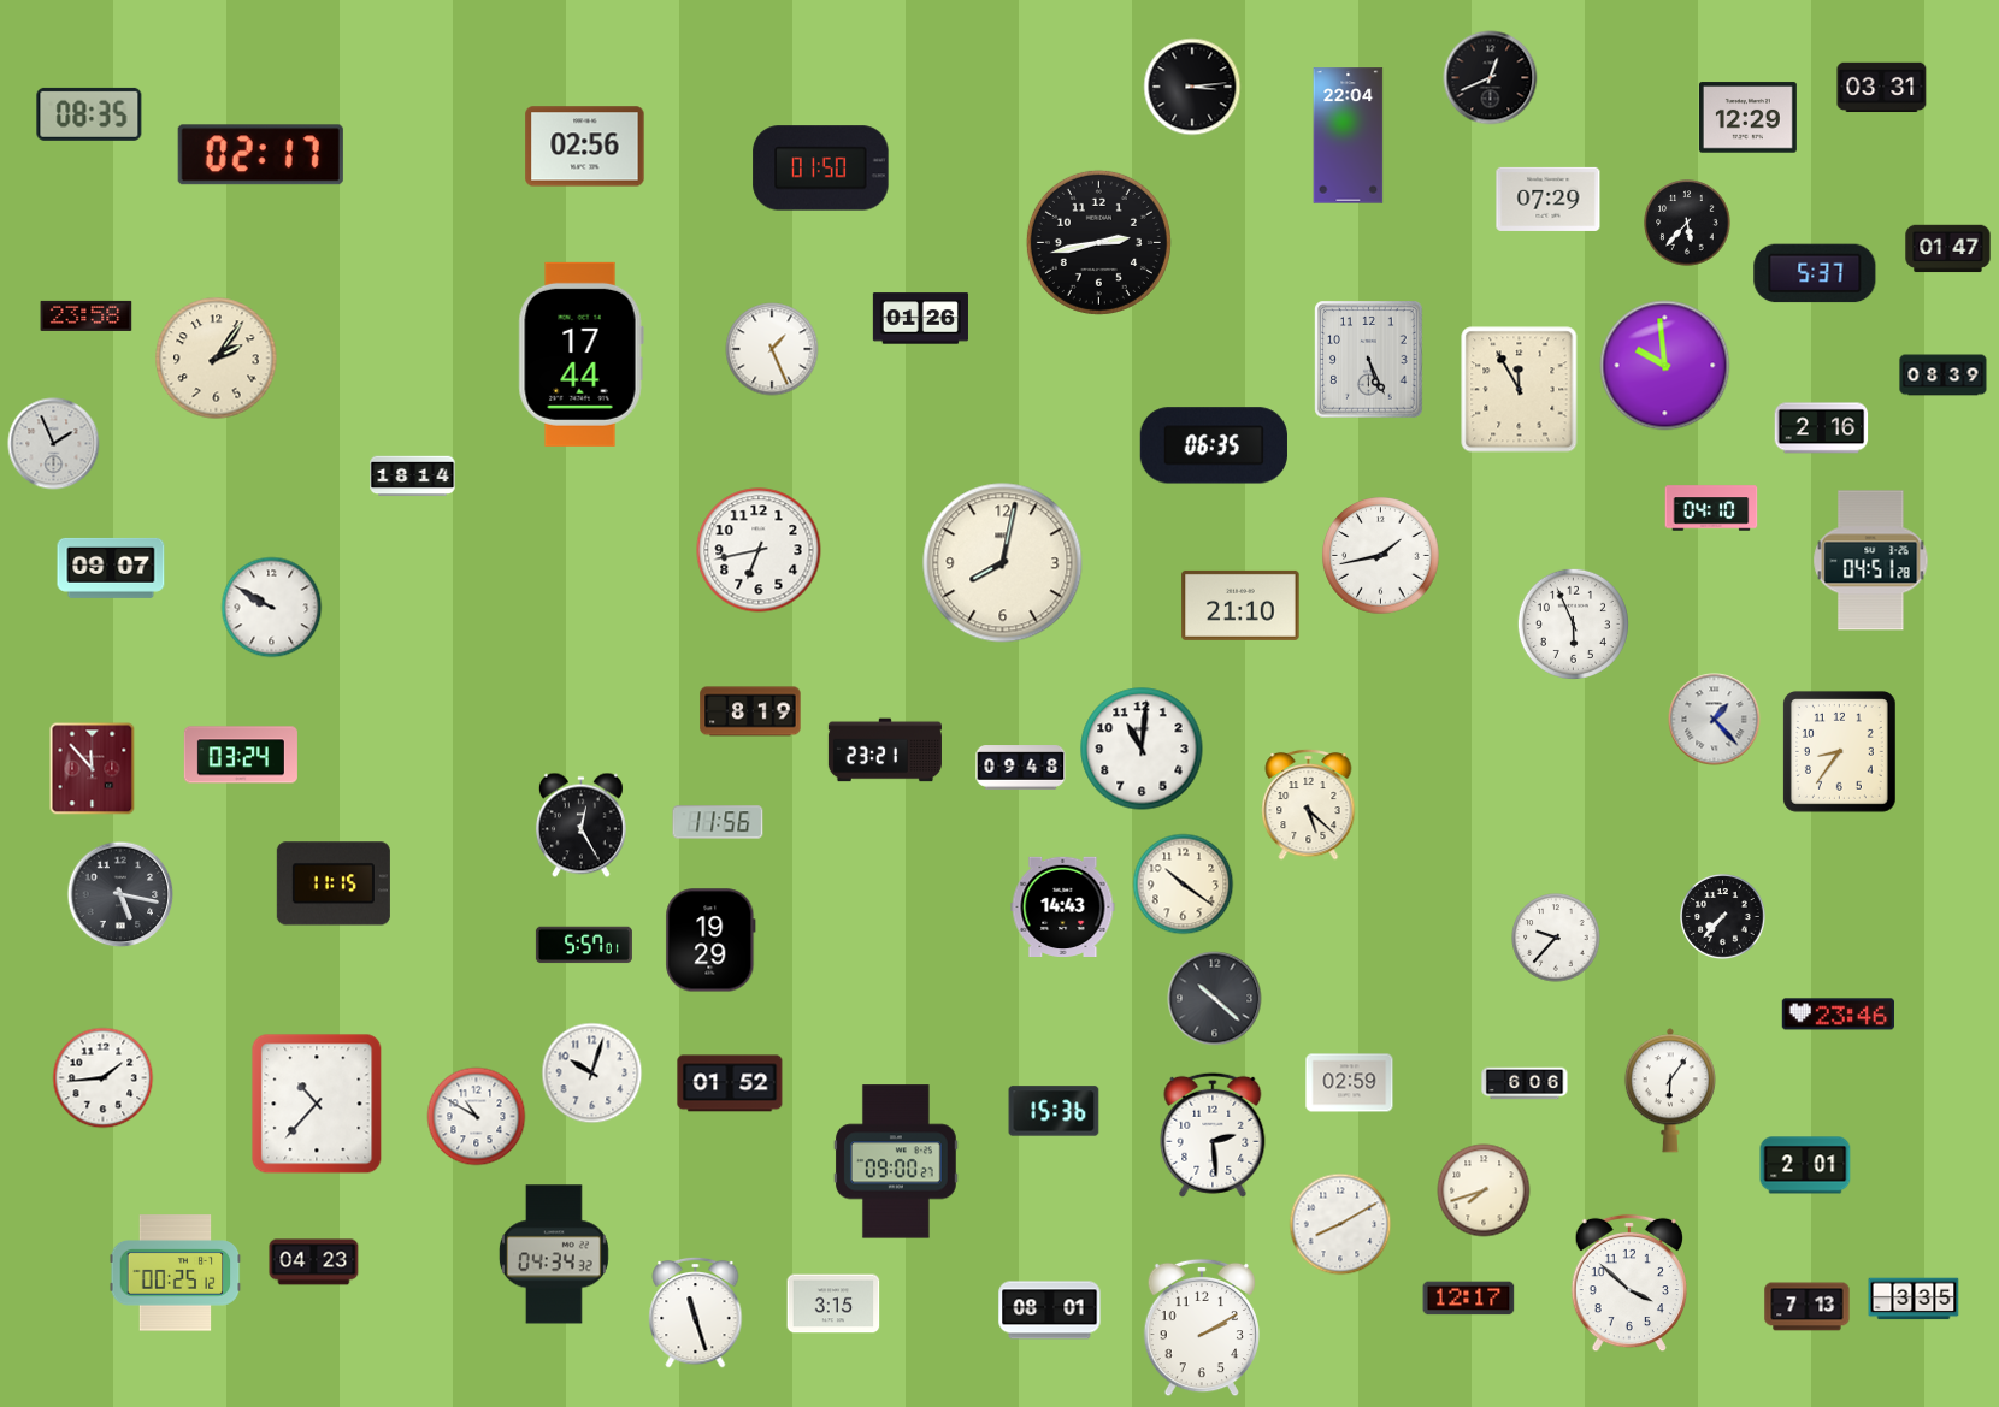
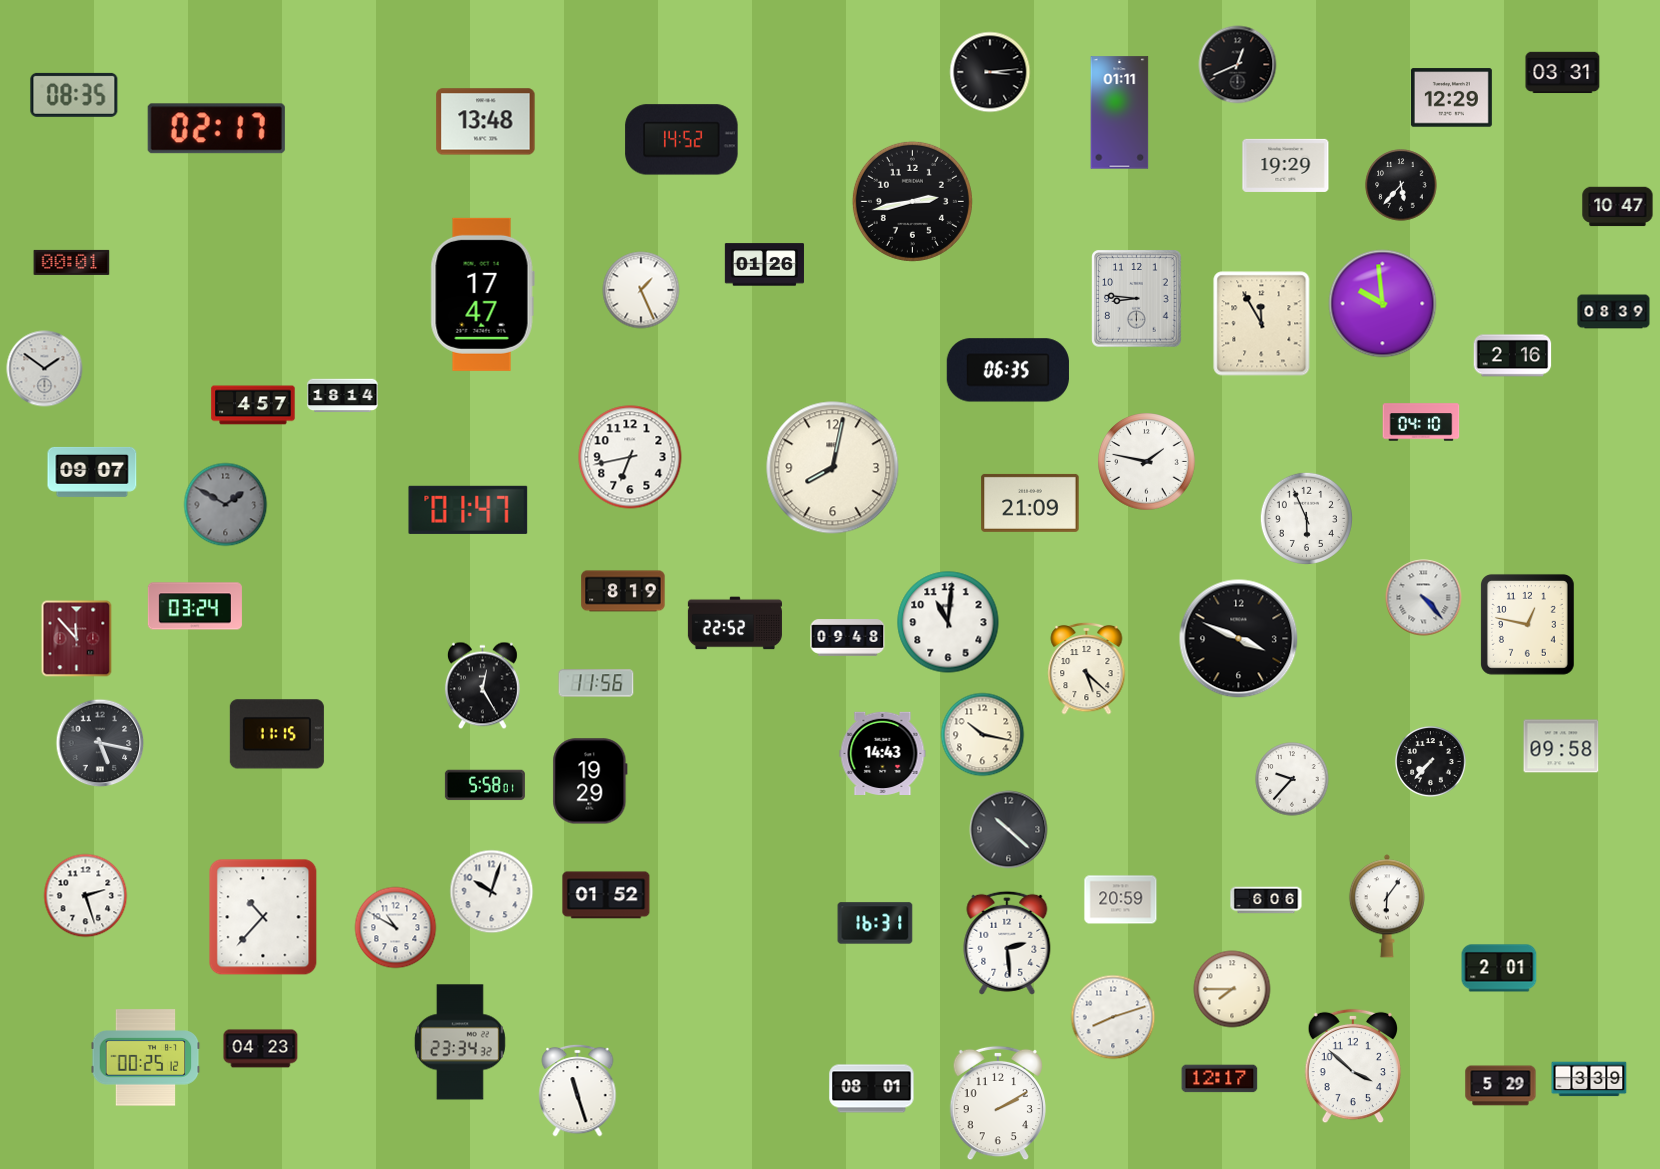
clock at (1349, 136): 22:04 -> 01:11
clock at (585, 147): 02:56 -> 13:48
clock at (821, 169): 01:50 -> 14:52
clock at (1549, 199): 07:29 -> 19:29
clock at (1948, 249): 01:47 -> 10:47
clock at (1815, 273): 5:37 -> none
clock at (87, 315): 23:58 -> 00:01
clock at (580, 354): 17:44 -> 17:47
clock at (217, 359): 2:06 -> none
clock at (1369, 360): 5:26 -> 8:46
clock at (54, 444): 1:56 -> 1:51
clock at (253, 405): none -> 4:57
clock at (1381, 556): 1:43 -> 1:47
clock at (1871, 561): 04:51 -> none
clock at (1240, 605): 21:10 -> 21:09
clock at (272, 608): 9:50 -> 1:50
clock at (272, 608) dial: white -> grey
clock at (468, 510): none -> 01:47
clock at (1715, 720): 1:23 -> 4:23
clock at (885, 750): 23:21 -> 22:52
clock at (1839, 751): 8:36 -> 12:47
clock at (241, 755) position: (241, 755) -> (195, 606)
clock at (1239, 639): none -> 3:49
clock at (1184, 885): 10:21 -> 10:17
clock at (1561, 746): none -> 09:58
clock at (584, 945): 5:57 -> 5:58
clock at (1838, 1015): 23:46 -> none
clock at (104, 1078): 1:44 -> 2:27
clock at (730, 1083) position: (730, 1083) -> (606, 895)
clock at (1350, 1083): 02:59 -> 20:59
clock at (1054, 1111): 15:36 -> 16:31
clock at (896, 1161): 09:00 -> none
clock at (1484, 1190): 7:42 -> 7:45
clock at (1340, 1224): 8:10 -> 8:12
clock at (554, 1254): 04:34 -> 23:34
clock at (1914, 1299): 3:35 -> 3:39
clock at (833, 1303): 3:15 -> none
clock at (1808, 1307): 7:13 -> 5:29
